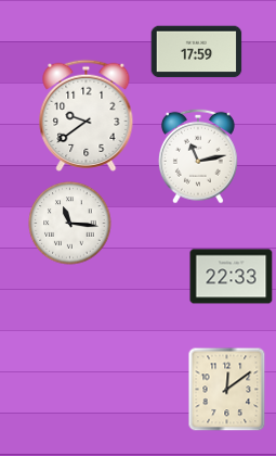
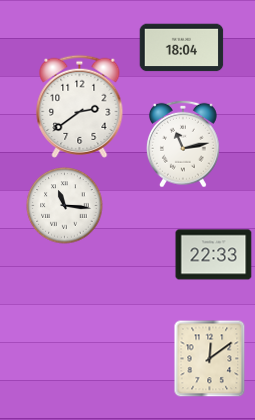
clock at (197, 52): 17:59 -> 18:04
clock at (87, 115): 9:39 -> 2:39
